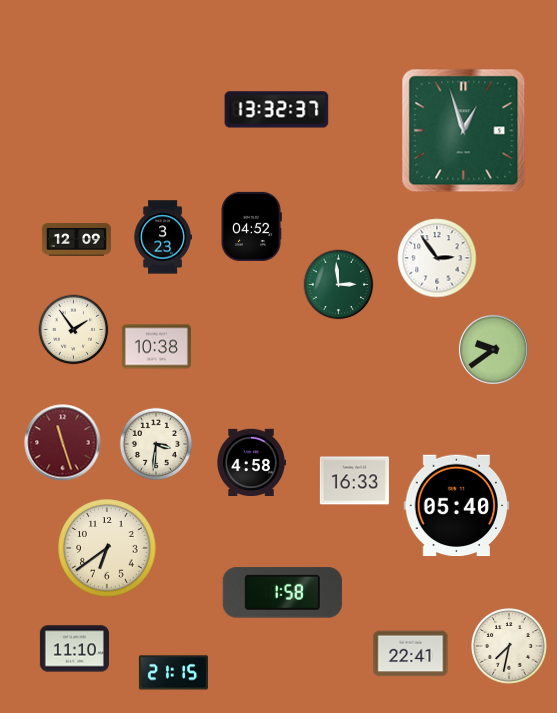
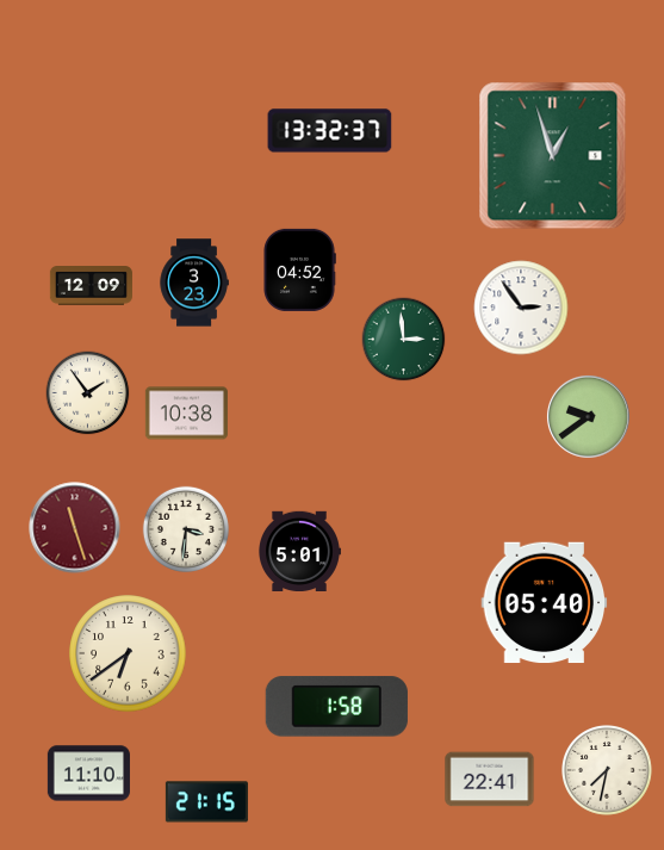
clock at (252, 463): 4:58 -> 5:01
clock at (354, 481): 16:33 -> none
